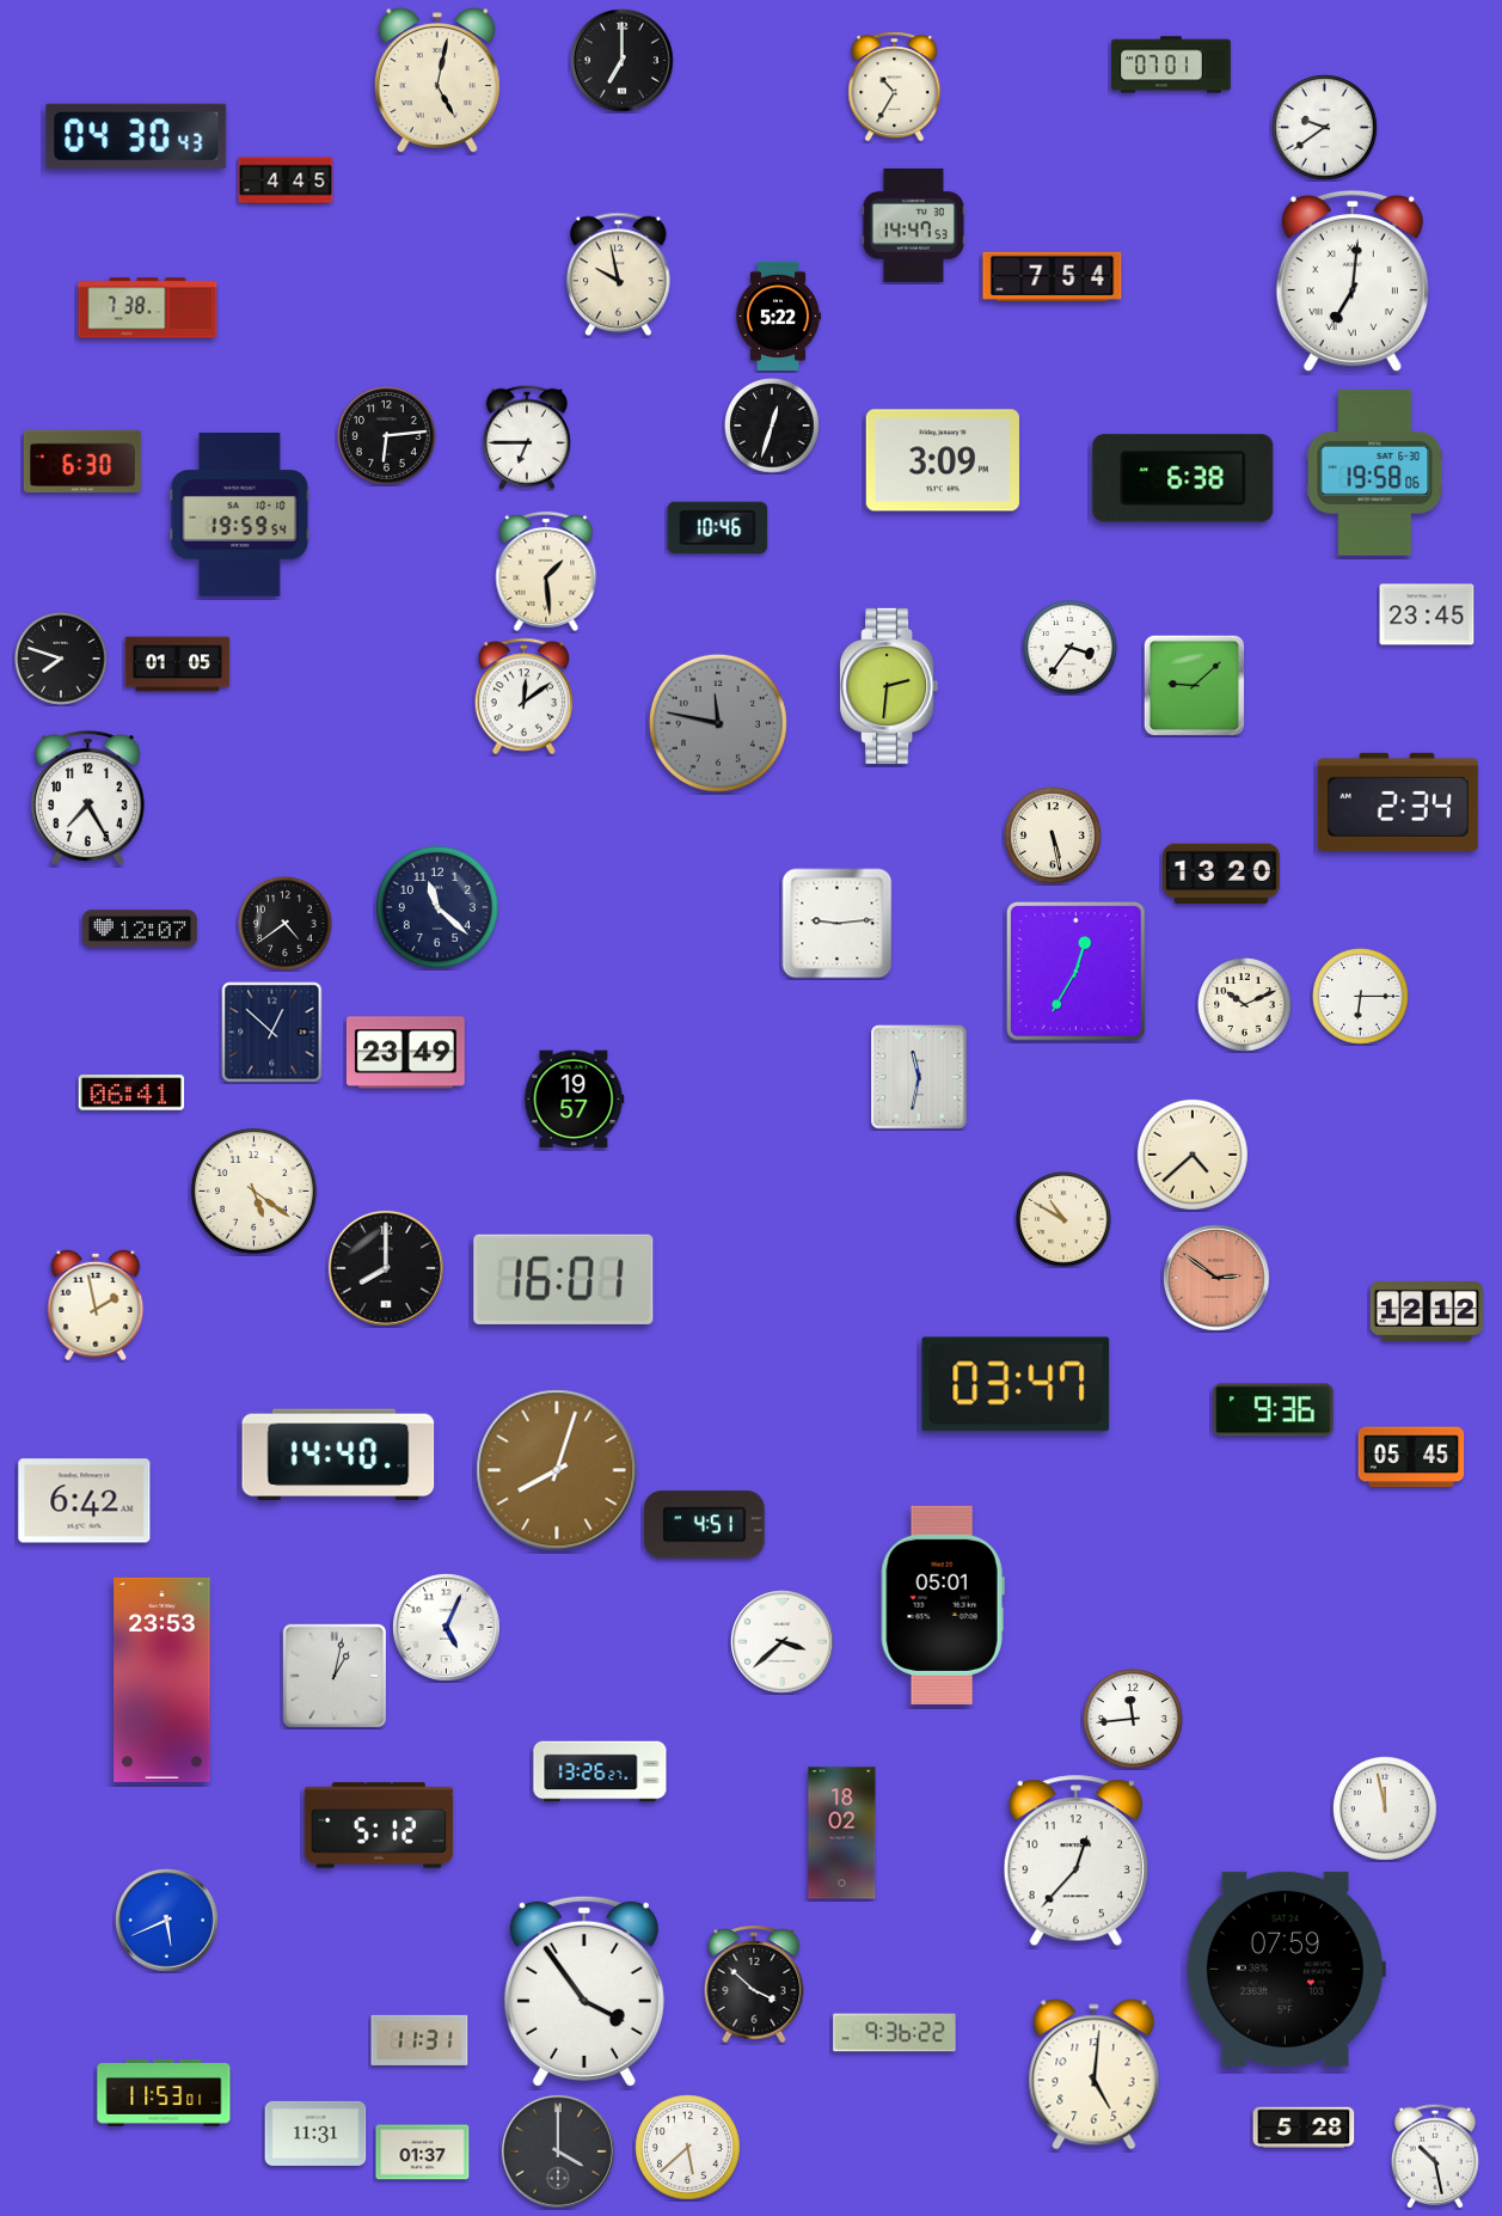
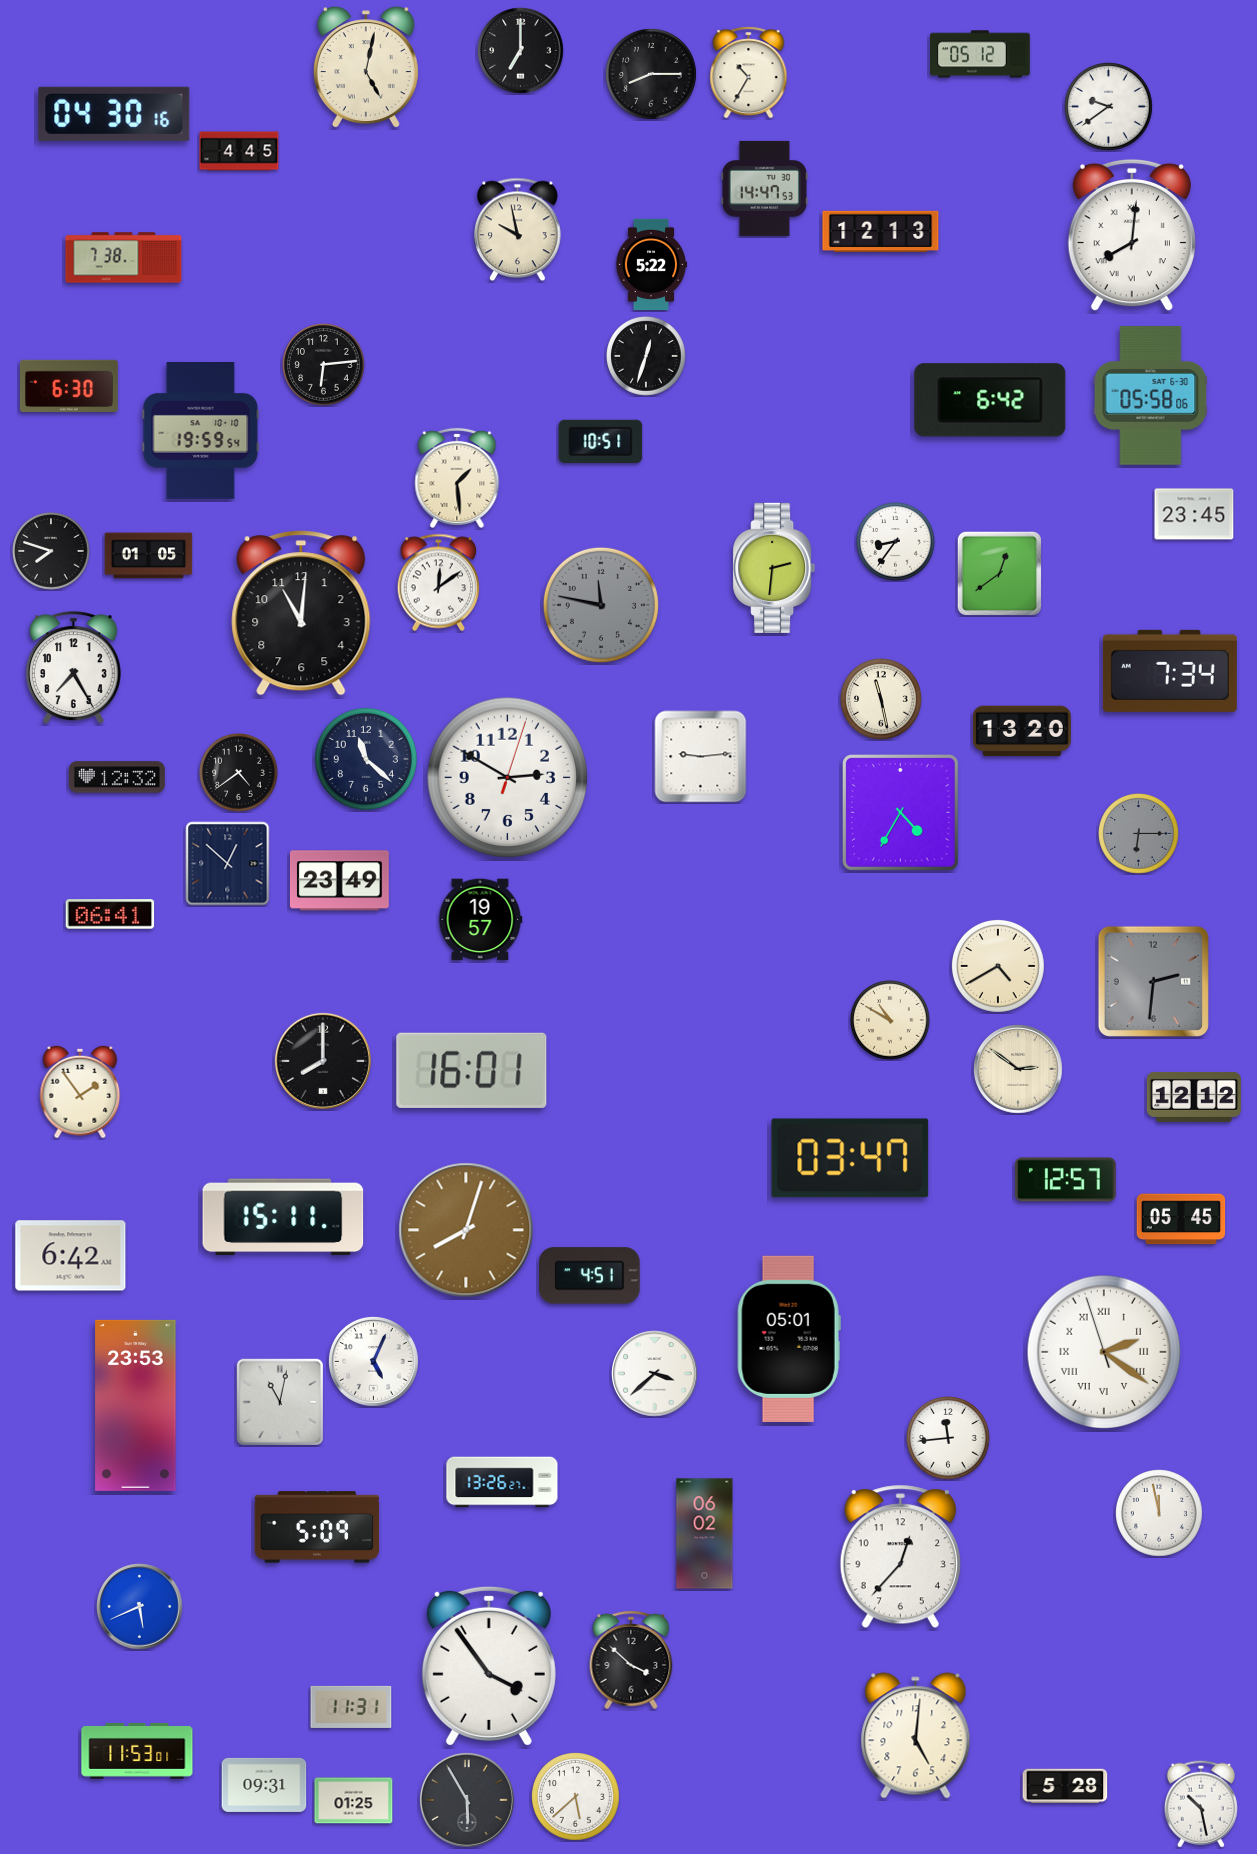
clock at (1171, 65): 07:01 -> 05:12
clock at (651, 74): none -> 8:15
clock at (136, 136): 04:30:43 -> 04:30:16
clock at (1053, 276): 7:54 -> 12:13
clock at (1353, 281): 7:01 -> 8:01
clock at (527, 437): 6:45 -> none
clock at (943, 460): 3:09 -> none
clock at (1375, 473): 19:58 -> 05:58
clock at (1183, 478): 6:38 -> 6:42
clock at (718, 527): 10:46 -> 10:51
clock at (1071, 648): 3:36 -> 8:36
clock at (1194, 685): 9:08 -> 12:39
clock at (889, 686) position: (889, 686) -> (774, 568)
clock at (301, 613): none -> 11:01
clock at (1398, 802): 2:34 -> 7:34
clock at (1053, 835): 5:28 -> 11:28
clock at (838, 924) position: (838, 924) -> (701, 757)
clock at (140, 929): 12:07 -> 12:32
clock at (508, 778): none -> 2:50
clock at (1077, 972): 12:35 -> 4:35
clock at (1361, 997) dial: white -> grey
clock at (1245, 1005): 10:11 -> none
clock at (919, 1077): 11:32 -> none
clock at (1193, 1155): 4:38 -> 4:40
clock at (1153, 981): none -> 2:31
clock at (253, 1190): 5:21 -> none
clock at (1218, 1279) dial: salmon -> cream
clock at (96, 1305): 1:58 -> 1:54
clock at (1274, 1410): 9:36 -> 12:57
clock at (338, 1455): 14:40 -> 15:11
clock at (943, 1605) position: (943, 1605) -> (789, 1339)
clock at (1104, 1352): none -> 2:20
clock at (333, 1675): 1:02 -> 11:02
clock at (379, 1825): 5:12 -> 5:09
clock at (842, 1834): 18:02 -> 06:02
clock at (1286, 1969): 07:59 -> none
clock at (895, 2033): 9:36 -> none
clock at (1304, 2128) position: (1304, 2128) -> (1065, 1786)
clock at (315, 2134): 11:31 -> 09:31
clock at (558, 2151): 4:00 -> 5:55
clock at (423, 2153): 01:37 -> 01:25
